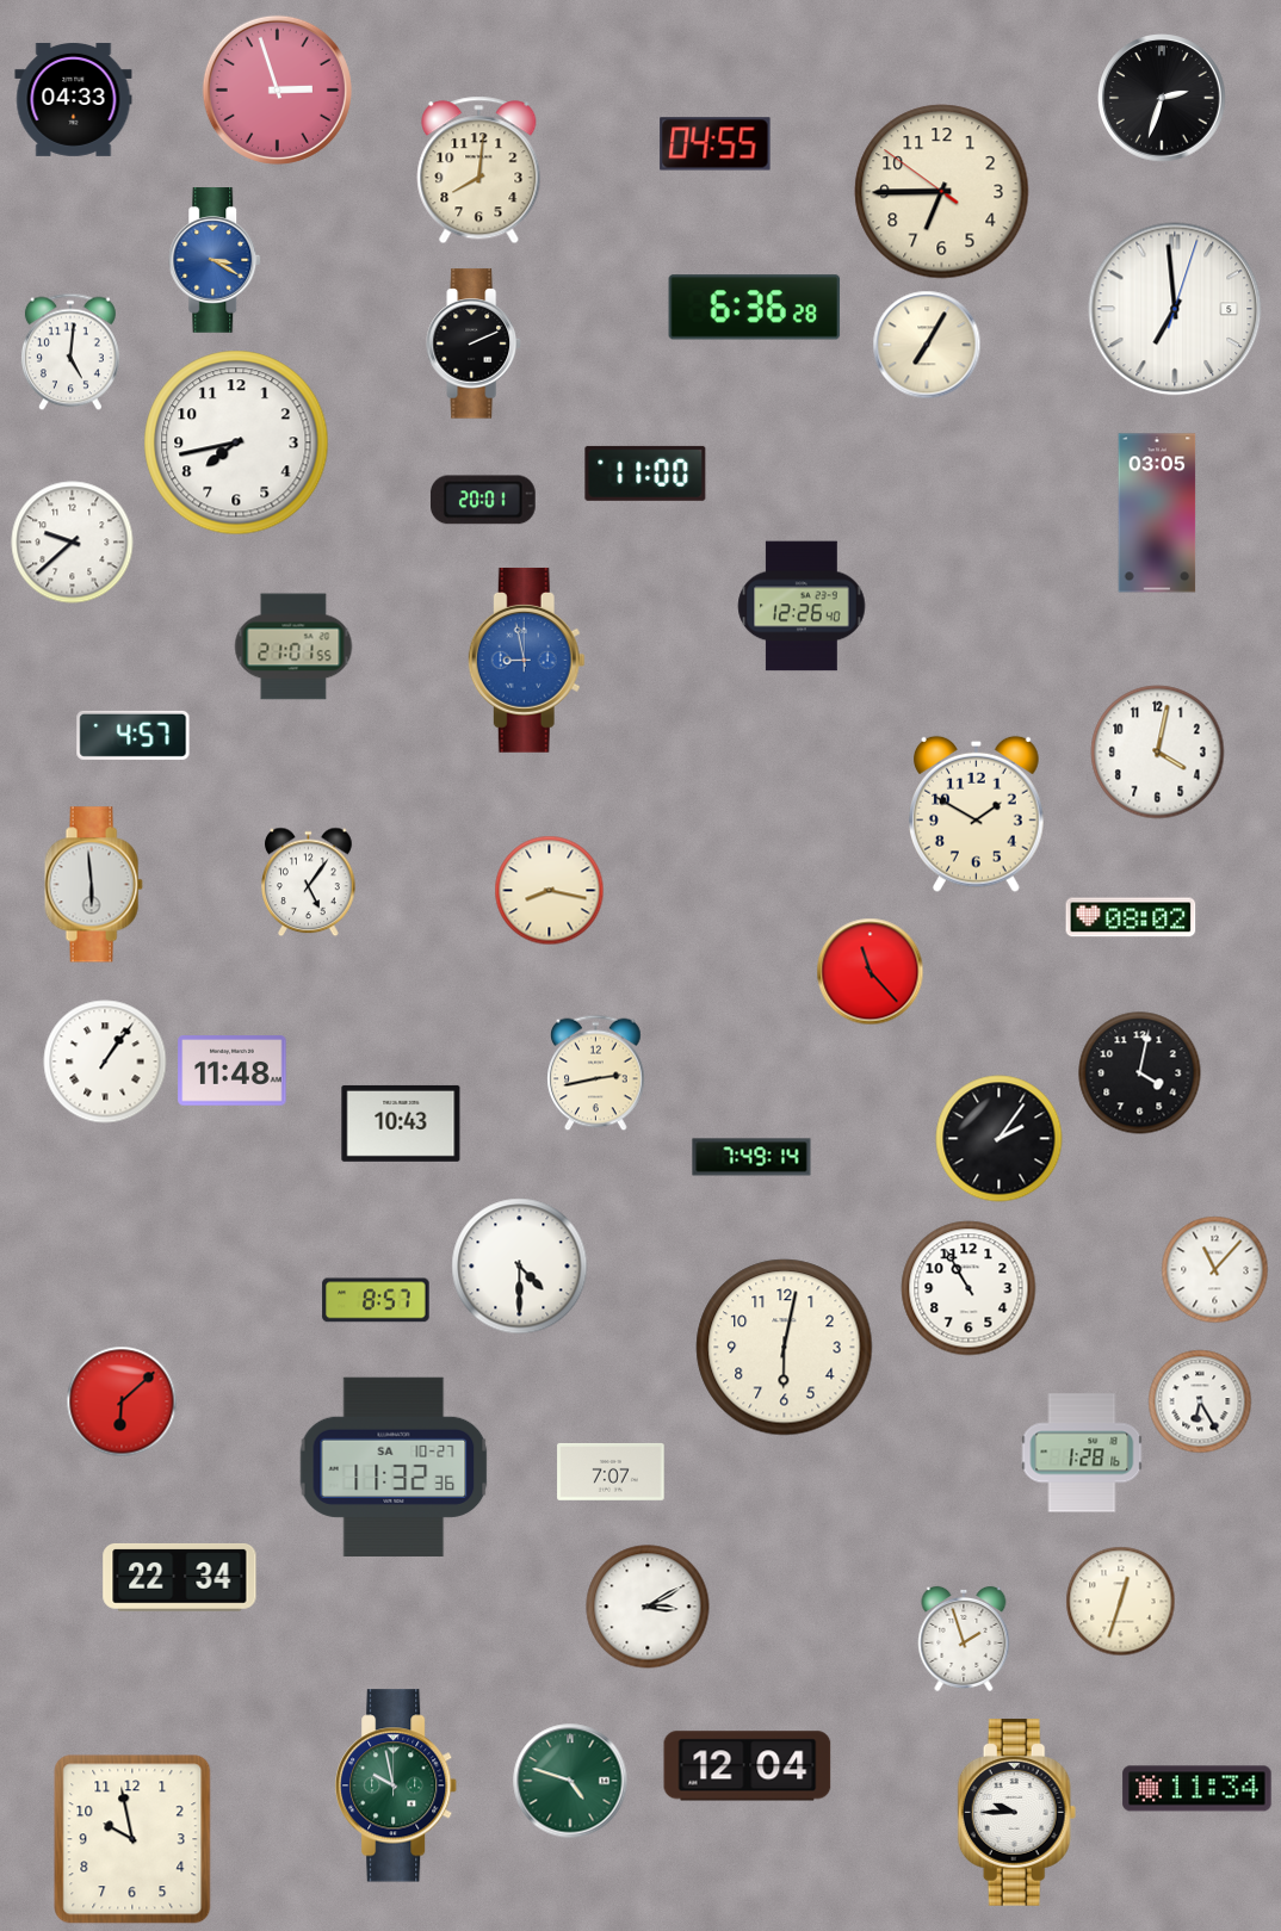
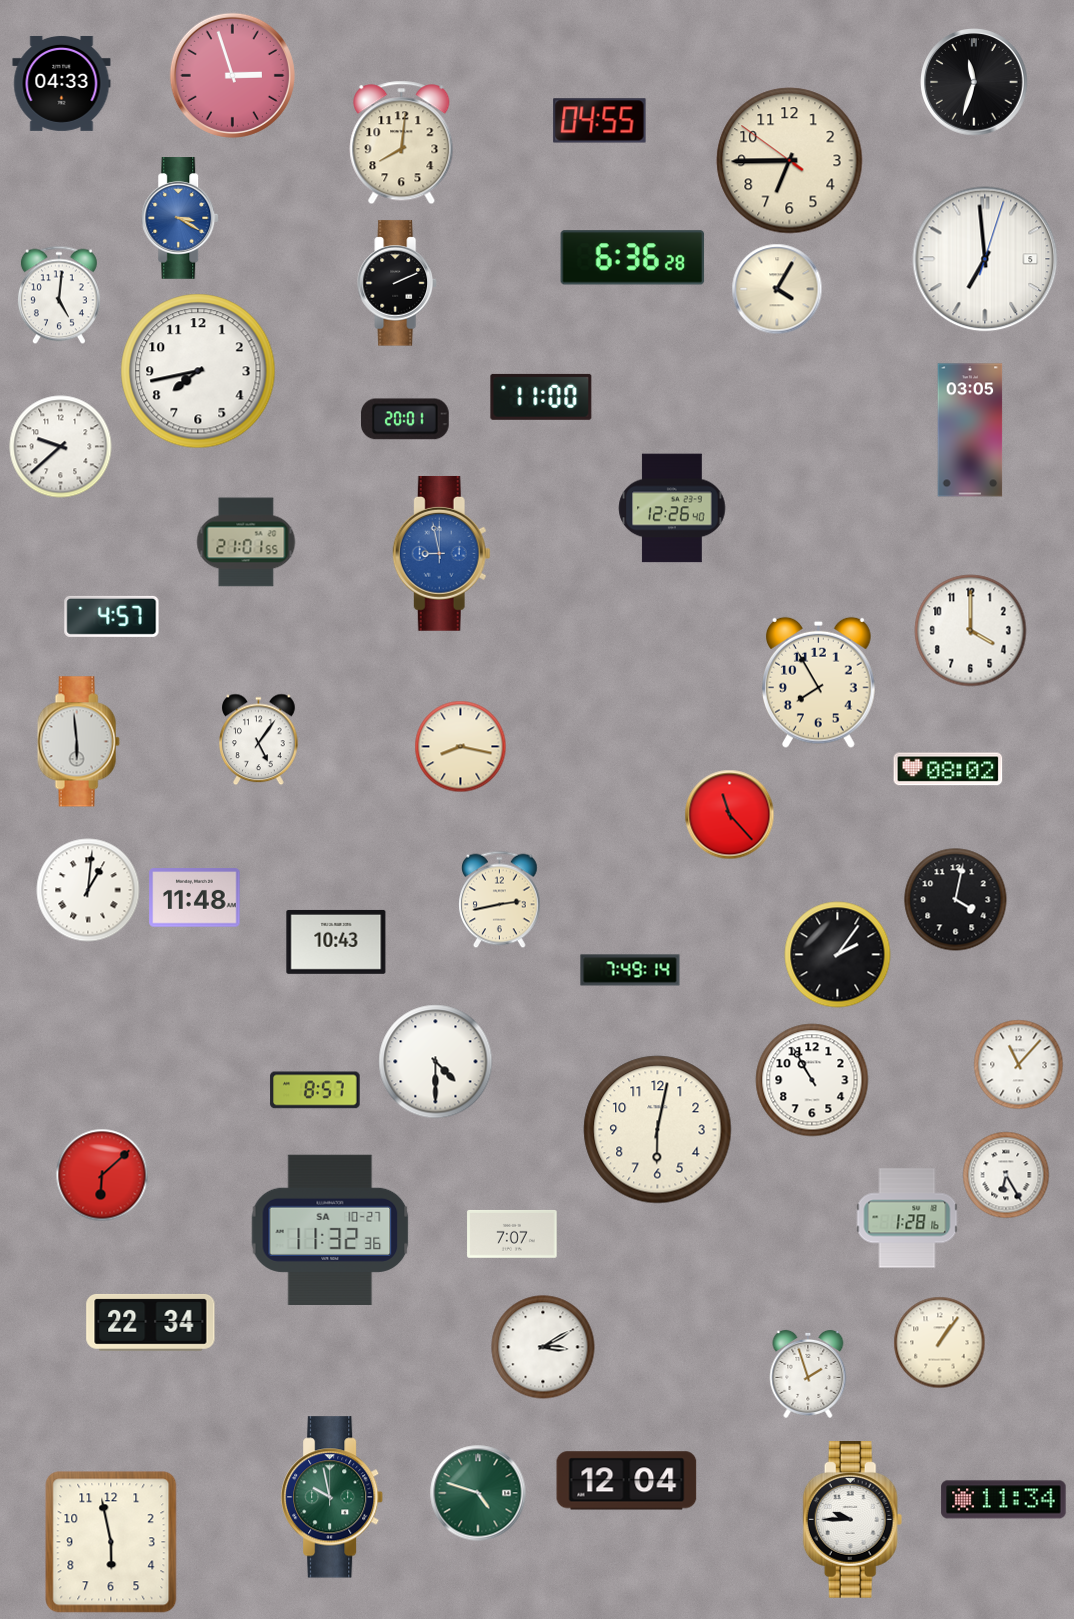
clock at (1162, 98): 2:33 -> 11:33
clock at (474, 344) position: (474, 344) -> (397, 283)
clock at (927, 345): 7:05 -> 4:05
clock at (73, 543) position: (73, 543) -> (61, 447)
clock at (1158, 753): 4:02 -> 4:00
clock at (977, 813): 1:50 -> 7:55
clock at (105, 1062): 1:06 -> 1:01
clock at (1121, 1602): 12:33 -> 1:06
clock at (132, 1839): 9:58 -> 5:58
